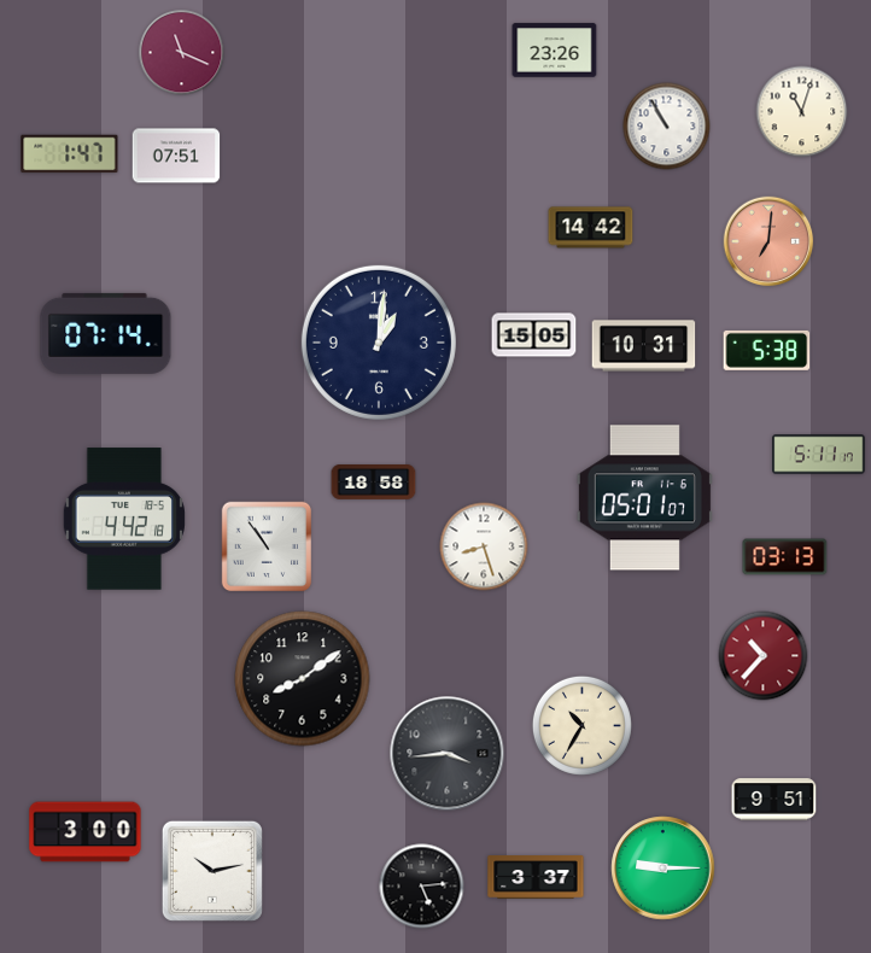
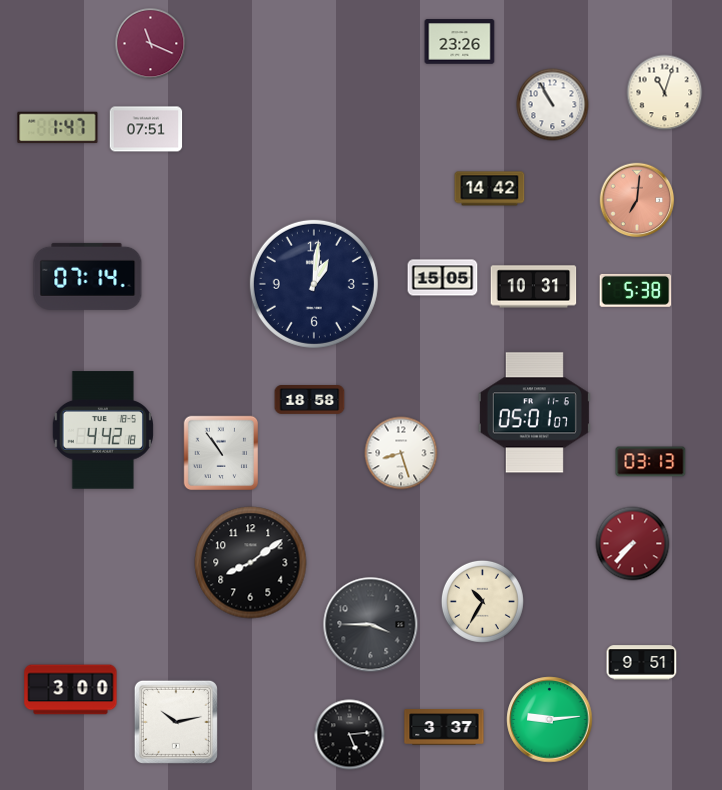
clock at (819, 455): 5:11 -> none
clock at (764, 656): 10:37 -> 7:37
clock at (448, 754): 3:44 -> 3:45
clock at (664, 869): 9:15 -> 9:14
